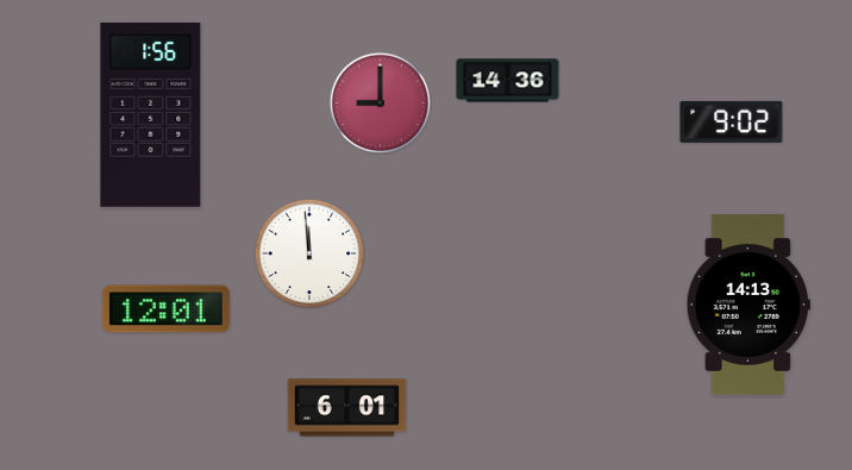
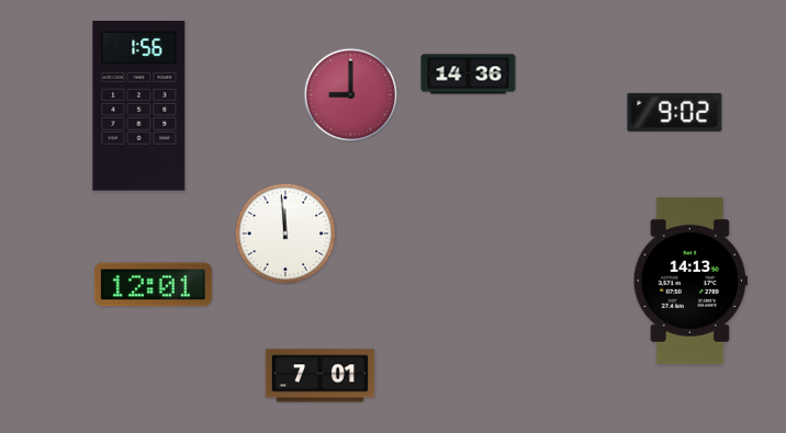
clock at (347, 408): 6:01 -> 7:01
